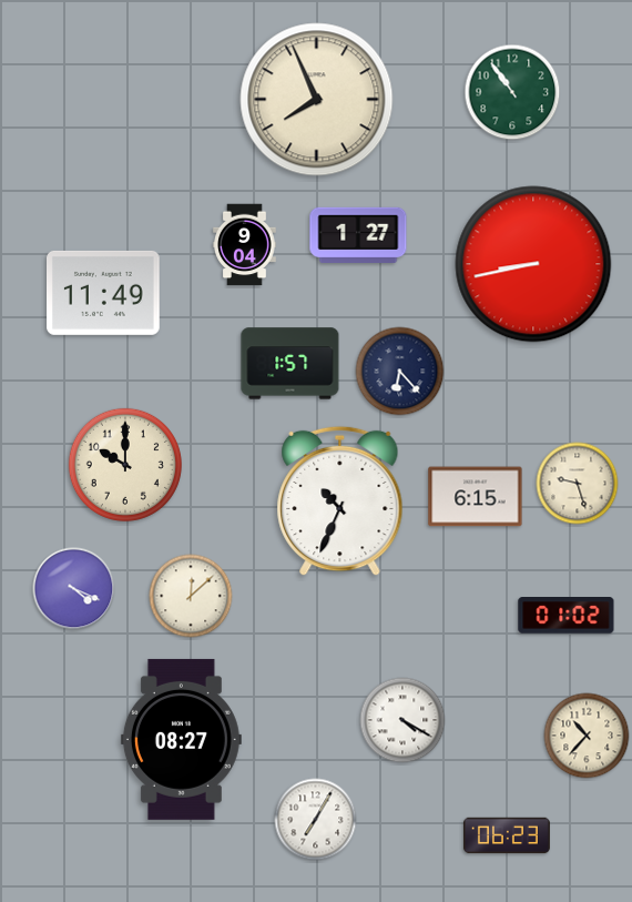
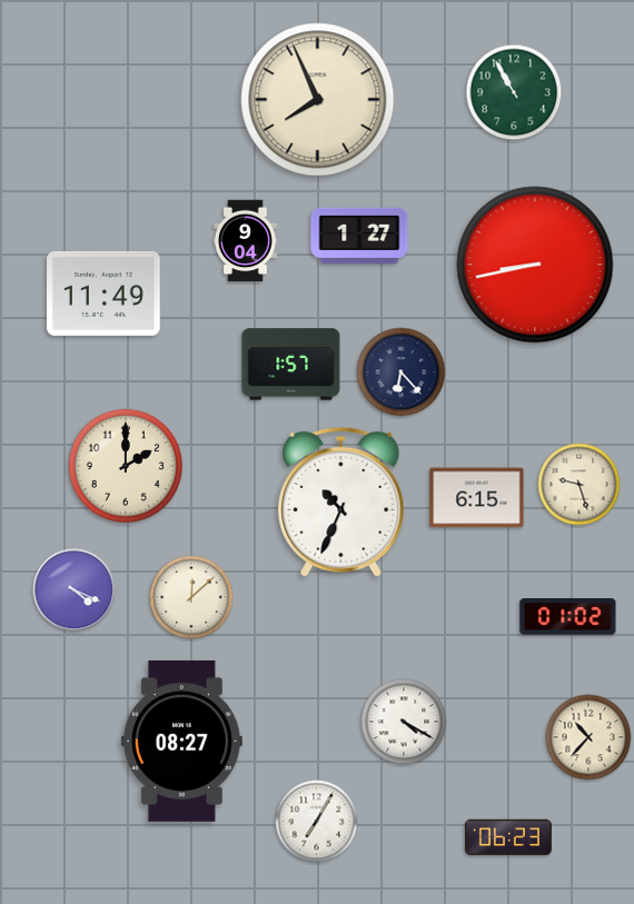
clock at (512, 92): 10:54 -> 10:55
clock at (245, 245) position: (245, 245) -> (246, 241)
clock at (125, 465): 10:00 -> 2:00
